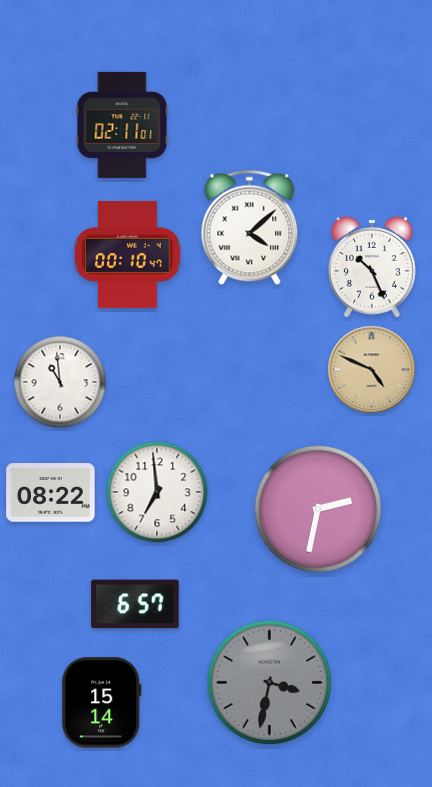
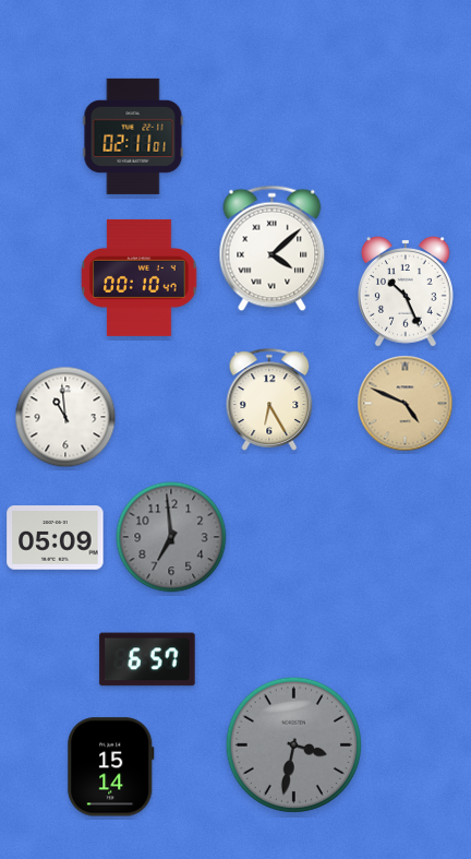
clock at (269, 399): none -> 6:25
clock at (157, 492) dial: white -> grey
clock at (51, 493): 08:22 -> 05:09
clock at (318, 509): 2:32 -> none
